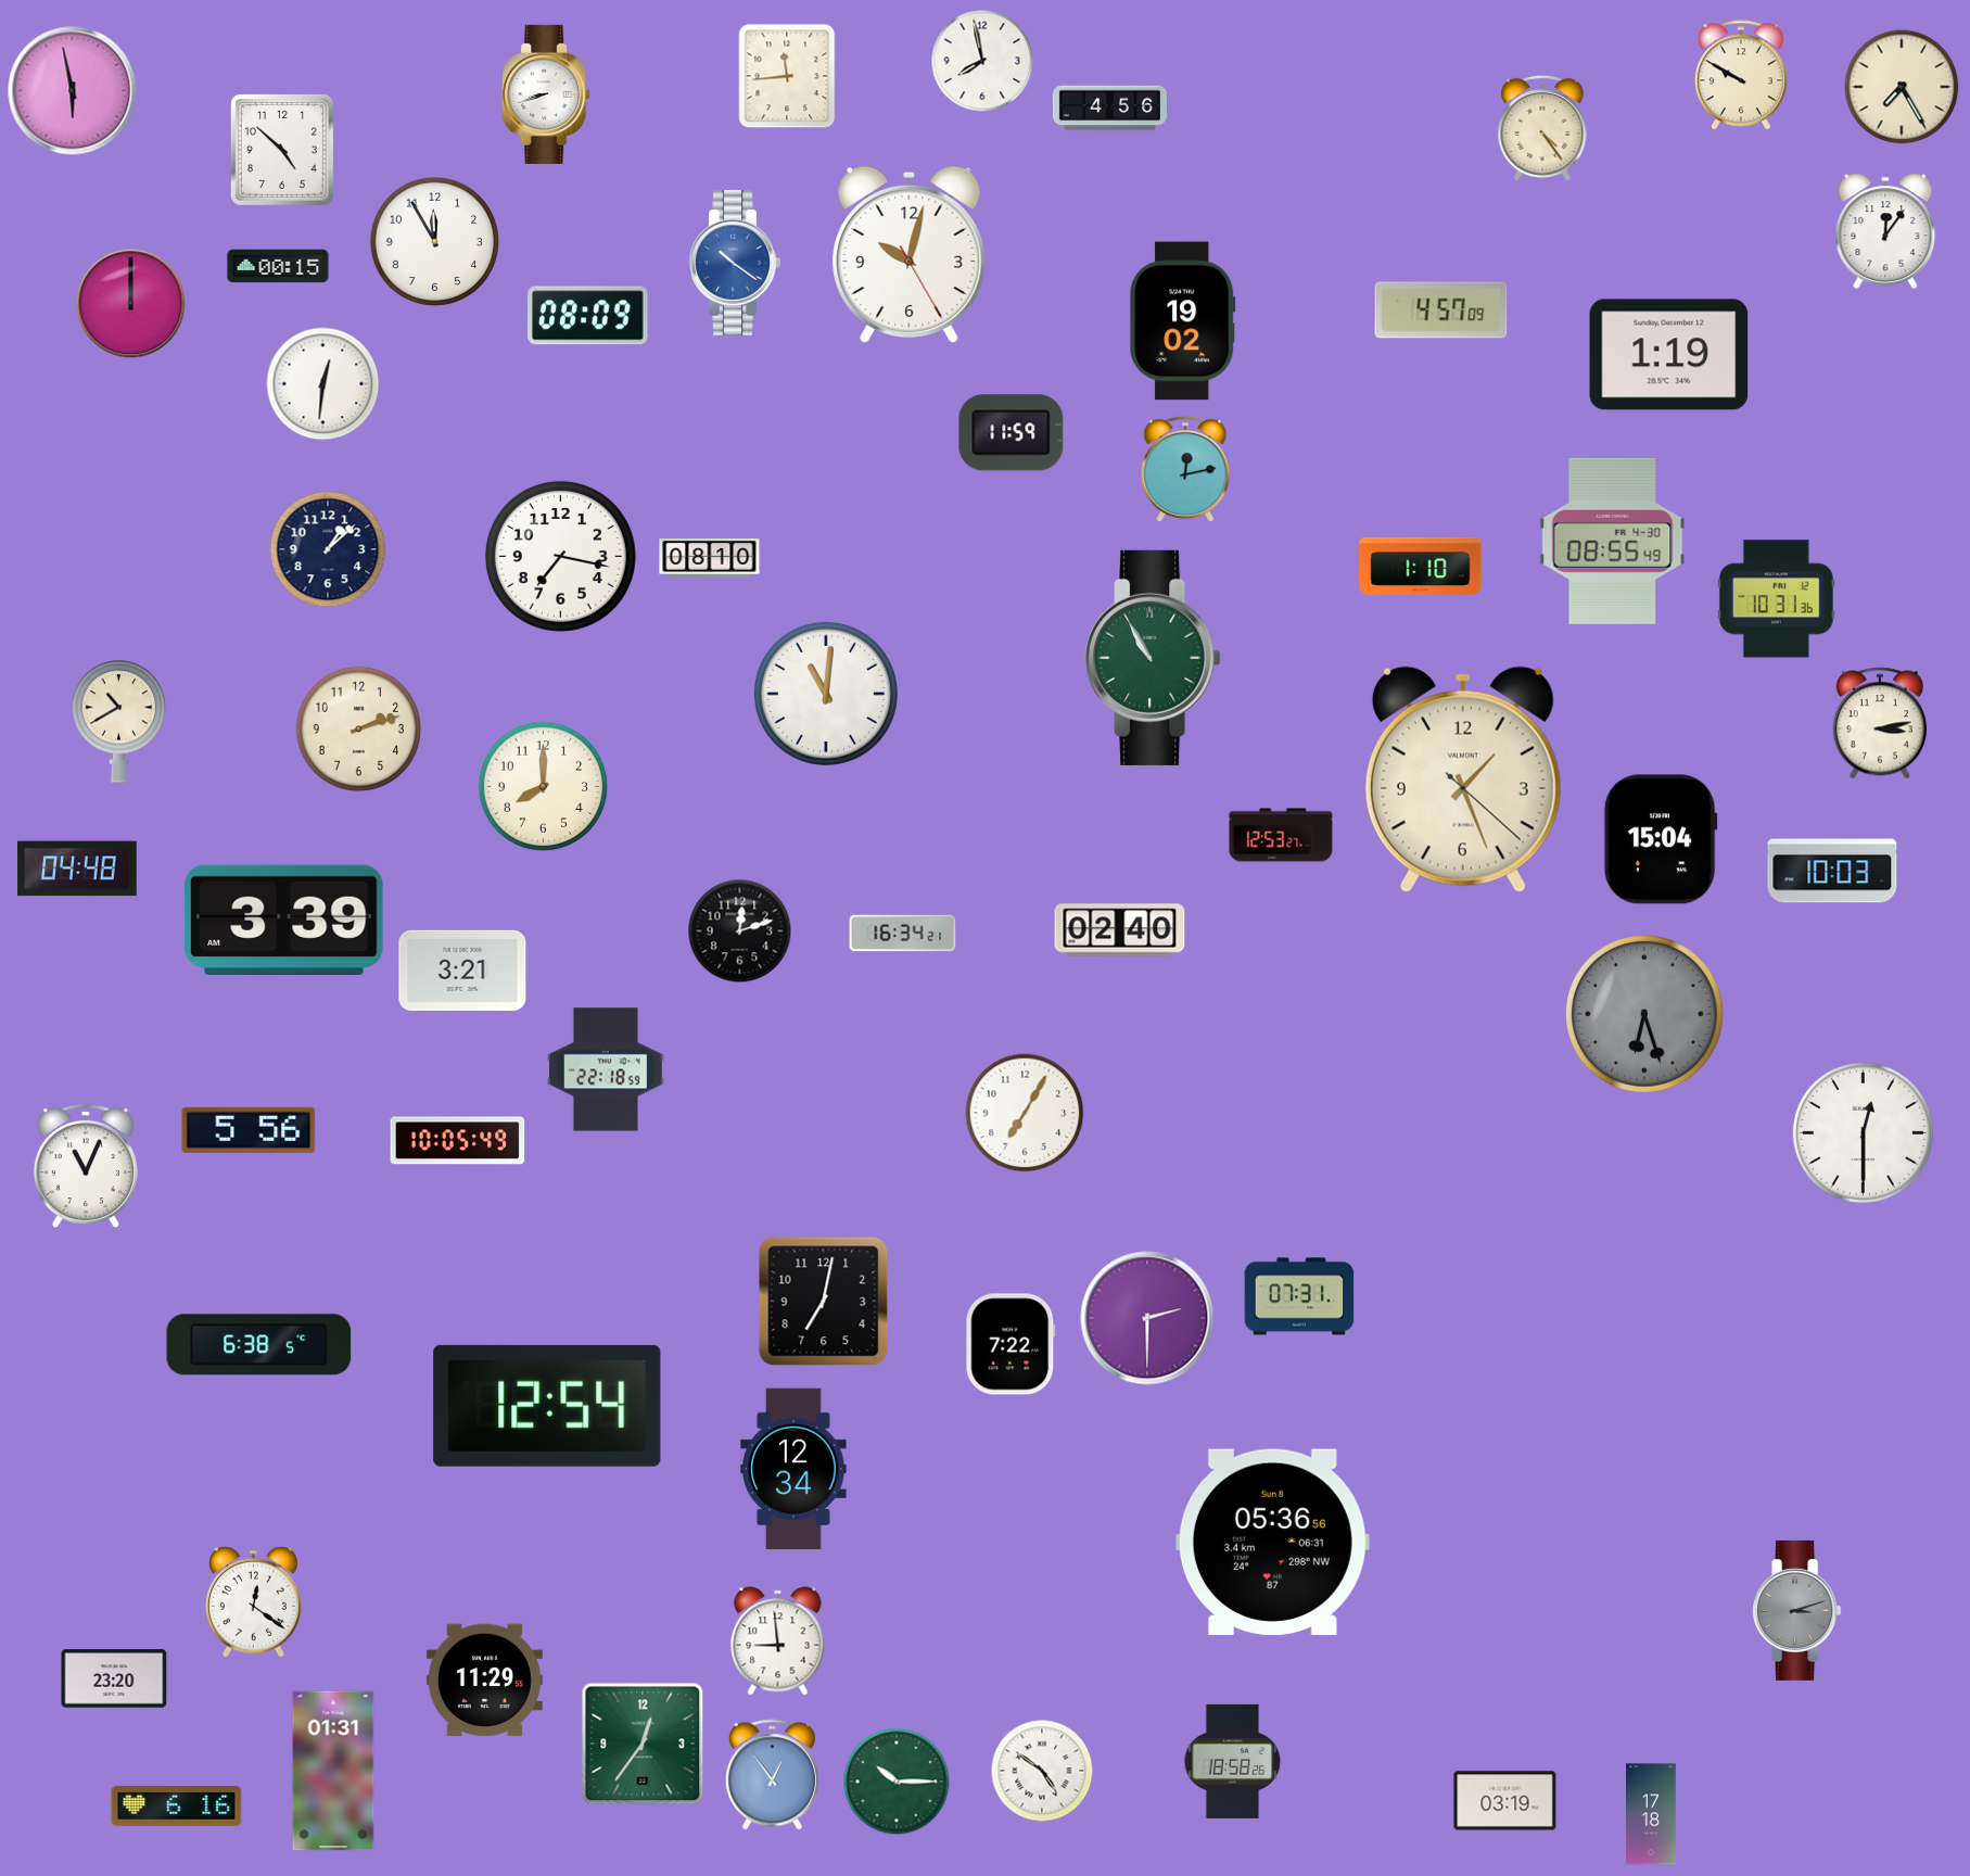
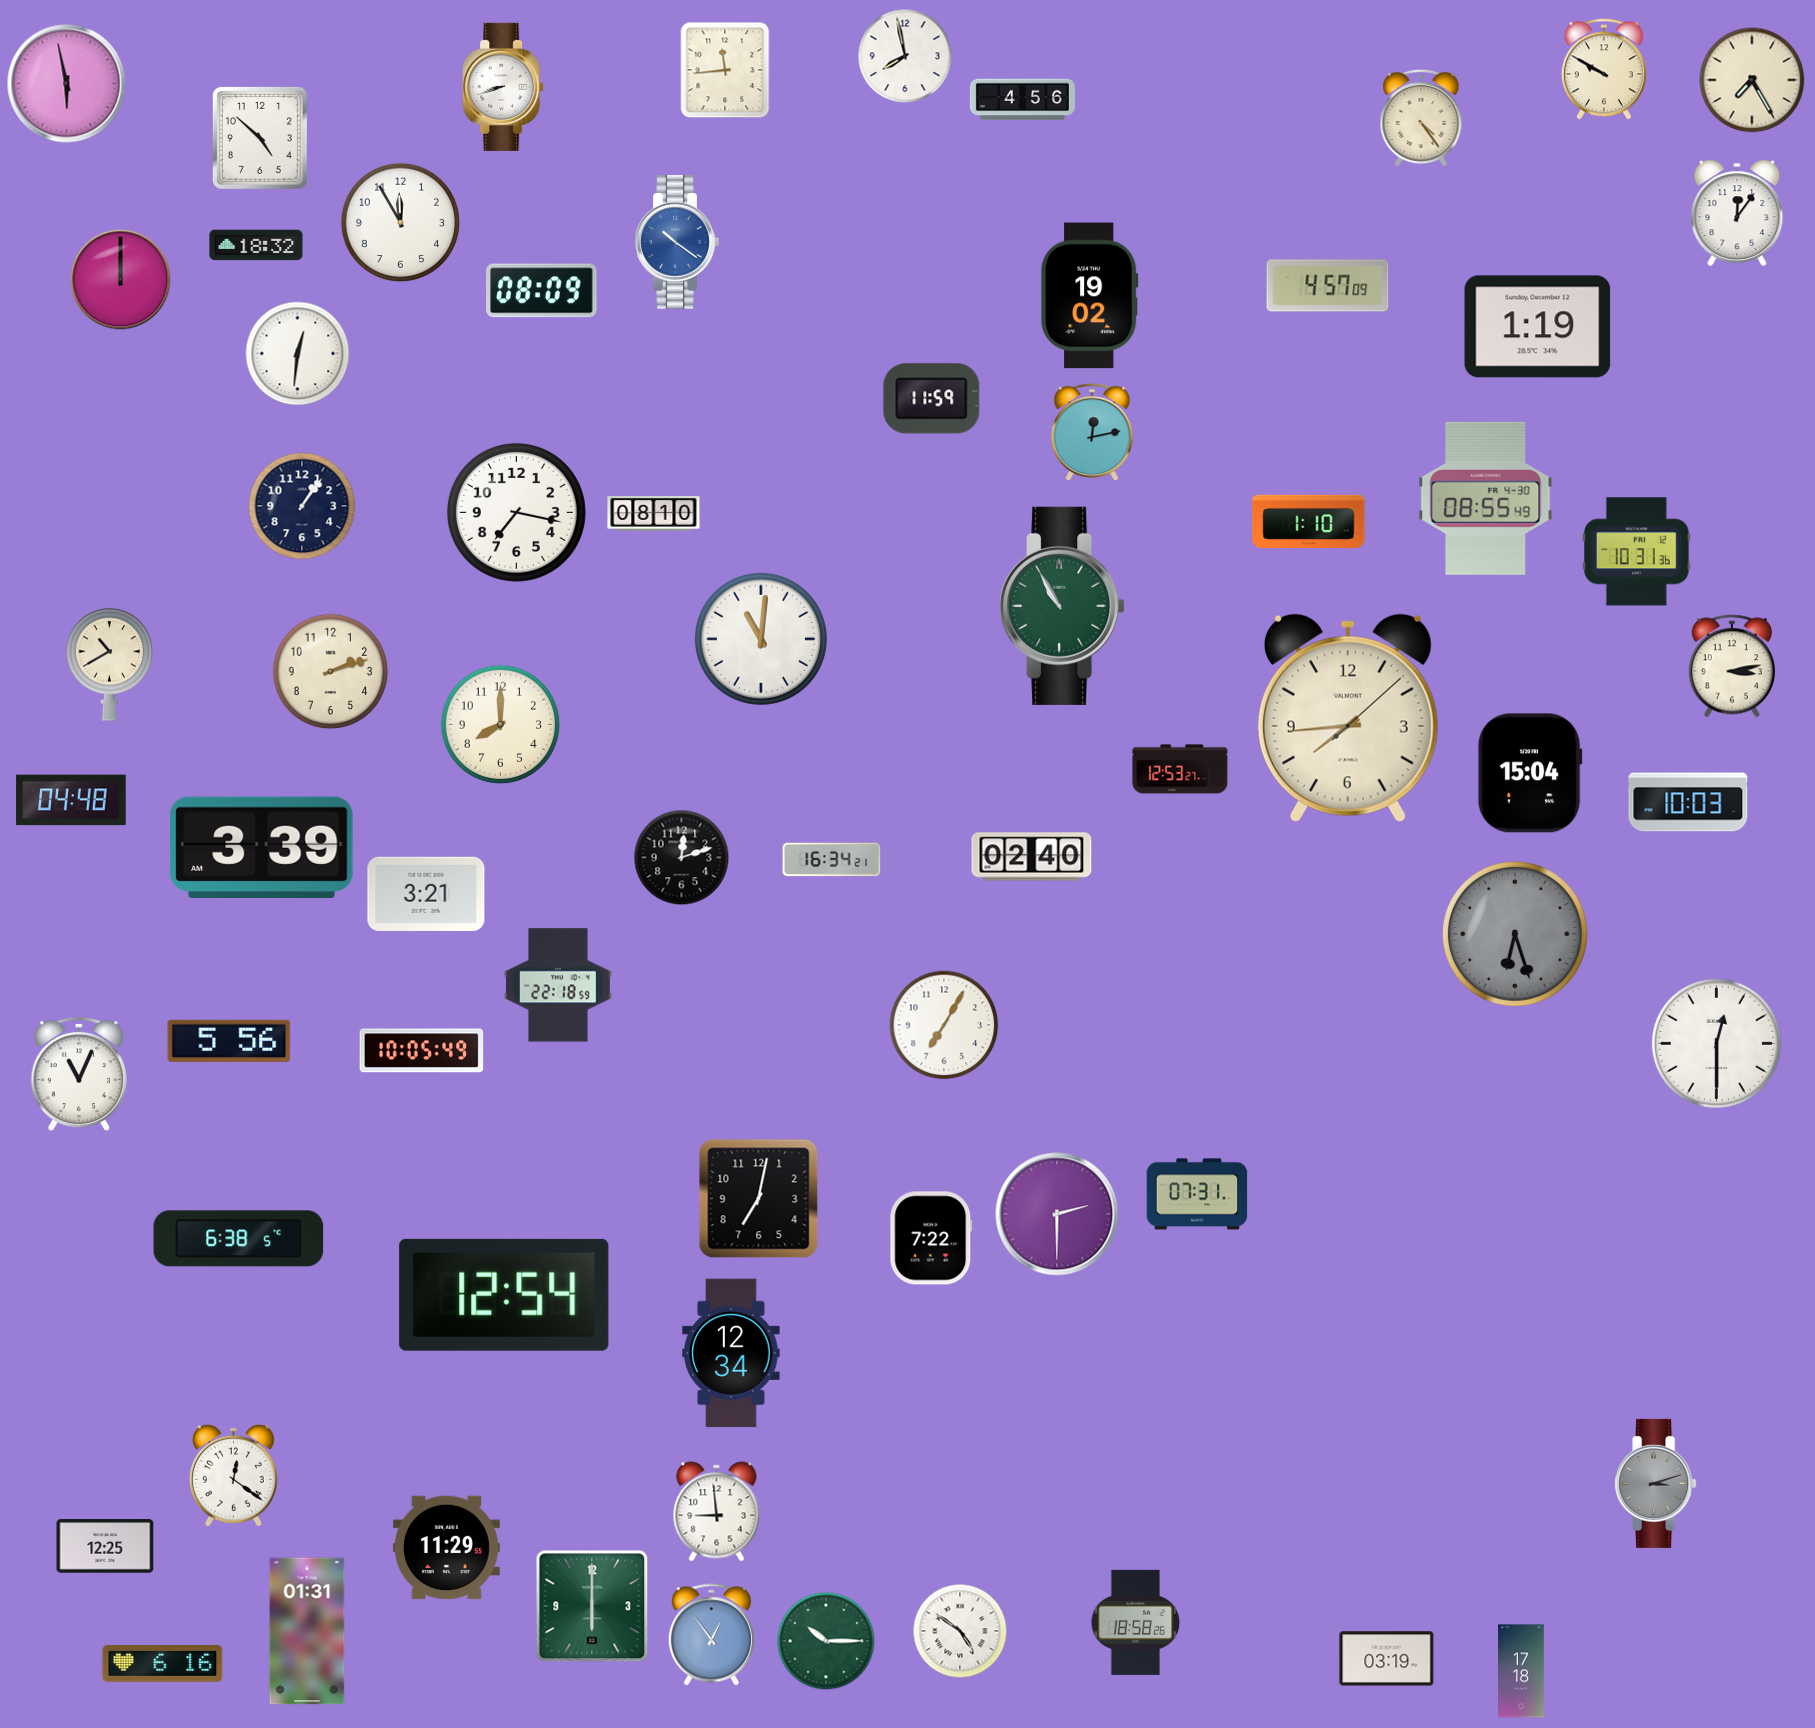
clock at (910, 255): 10:02 -> none
clock at (278, 266): 00:15 -> 18:32
clock at (328, 549): 1:08 -> 1:06
clock at (1463, 779): 1:26 -> 7:44
clock at (1272, 1542): 05:36 -> none
clock at (114, 1678): 23:20 -> 12:25
clock at (643, 1744): 12:36 -> 6:00
